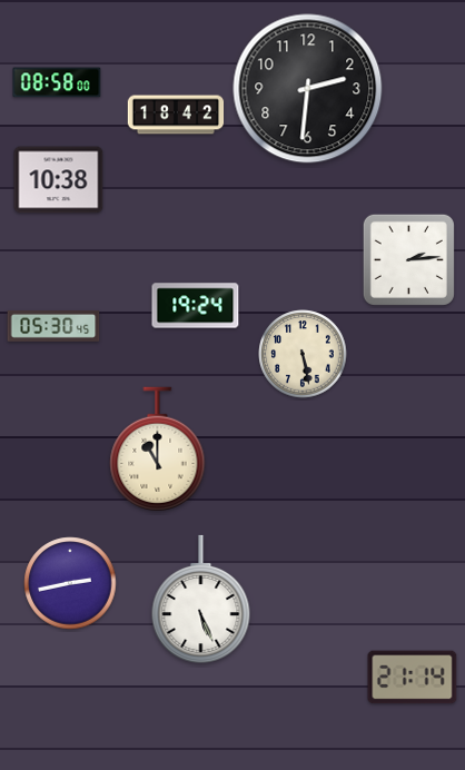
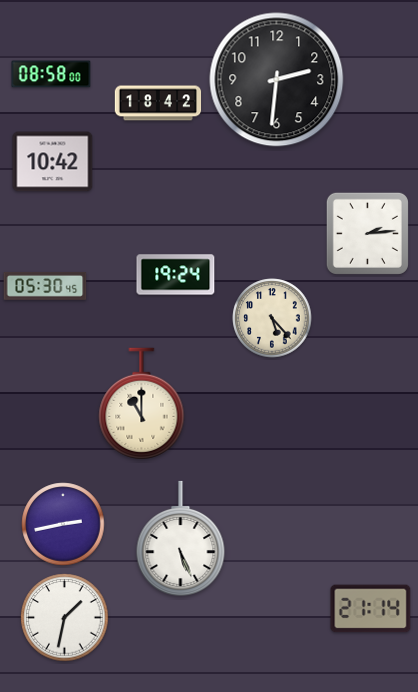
clock at (59, 180): 10:38 -> 10:42
clock at (53, 326) position: (53, 326) -> (45, 286)
clock at (303, 354): 5:28 -> 5:23
clock at (65, 618): none -> 1:32
